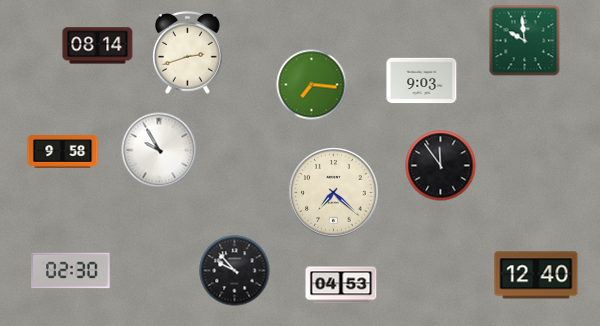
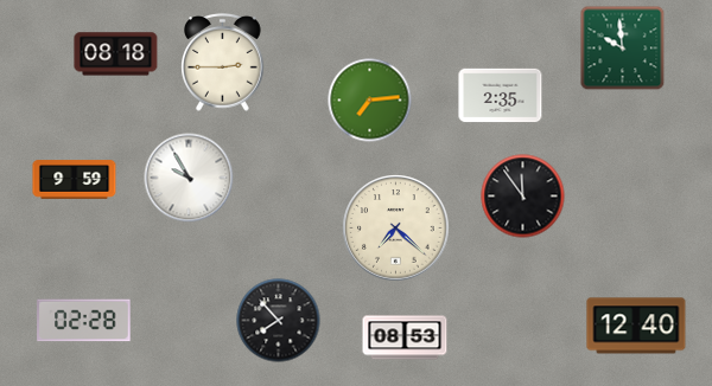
clock at (98, 46): 08:14 -> 08:18
clock at (188, 52): 2:42 -> 2:45
clock at (422, 81): 9:03 -> 2:35
clock at (312, 85): 7:16 -> 7:14
clock at (63, 152): 9:58 -> 9:59
clock at (71, 271): 02:30 -> 02:28
clock at (235, 271): 9:53 -> 7:53
clock at (341, 285): 04:53 -> 08:53
